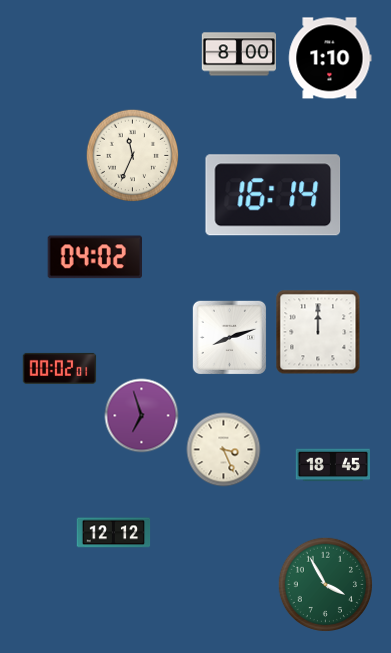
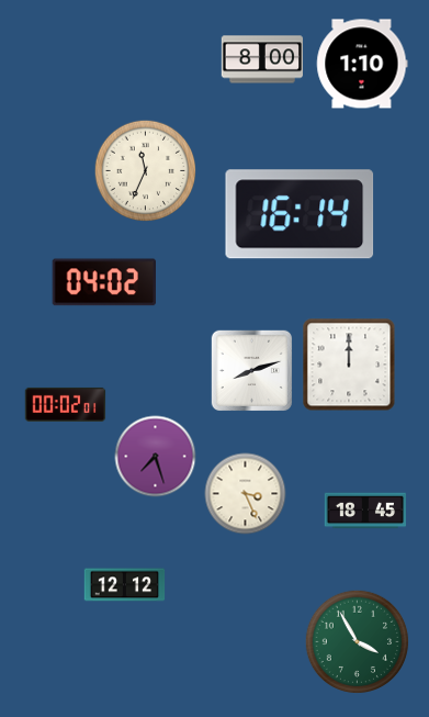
clock at (142, 416): 6:57 -> 7:27
